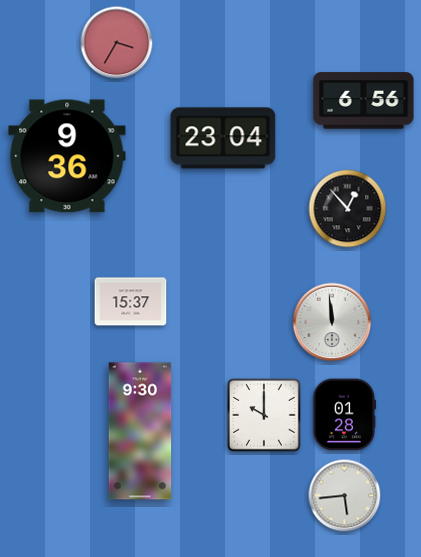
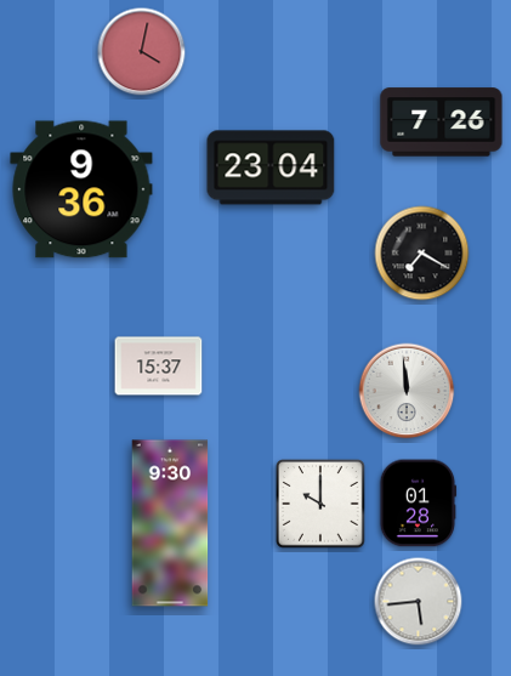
clock at (117, 43): 3:35 -> 4:02
clock at (364, 101): 6:56 -> 7:26
clock at (348, 209): 12:53 -> 7:20
clock at (332, 322) position: (332, 322) -> (407, 391)
